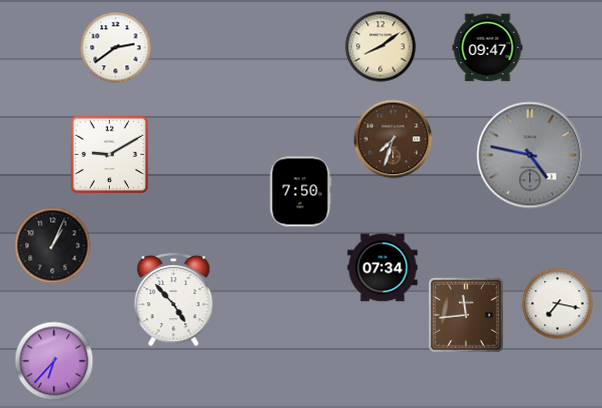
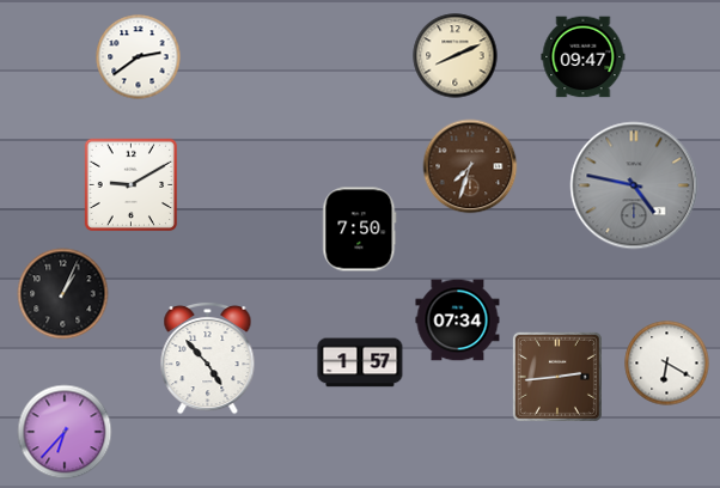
clock at (381, 47): 8:09 -> 8:11
clock at (360, 362): none -> 1:57
clock at (558, 304): 7:17 -> 6:20
clock at (466, 315): 11:44 -> 2:44
